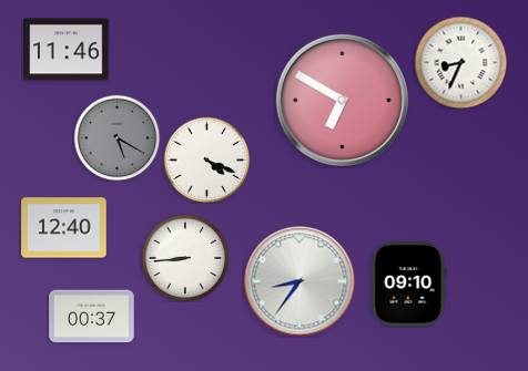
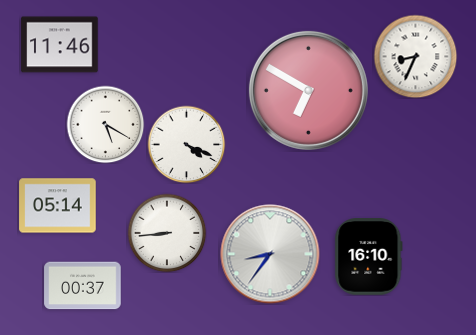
clock at (116, 137) dial: grey -> white
clock at (64, 228): 12:40 -> 05:14
clock at (409, 285): 09:10 -> 16:10
